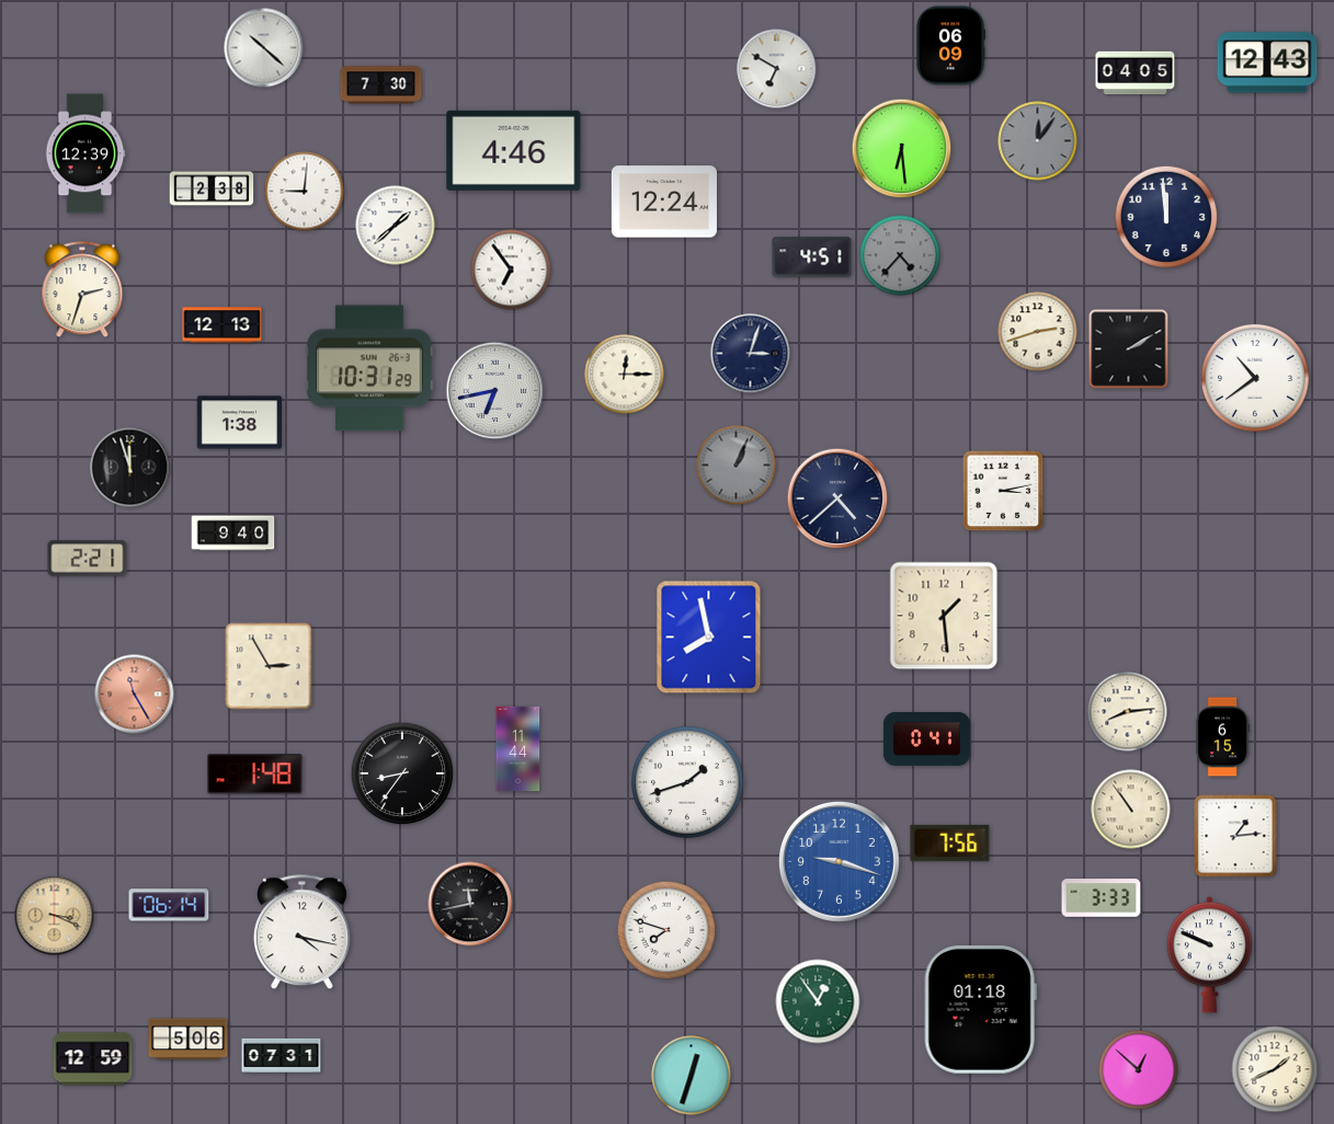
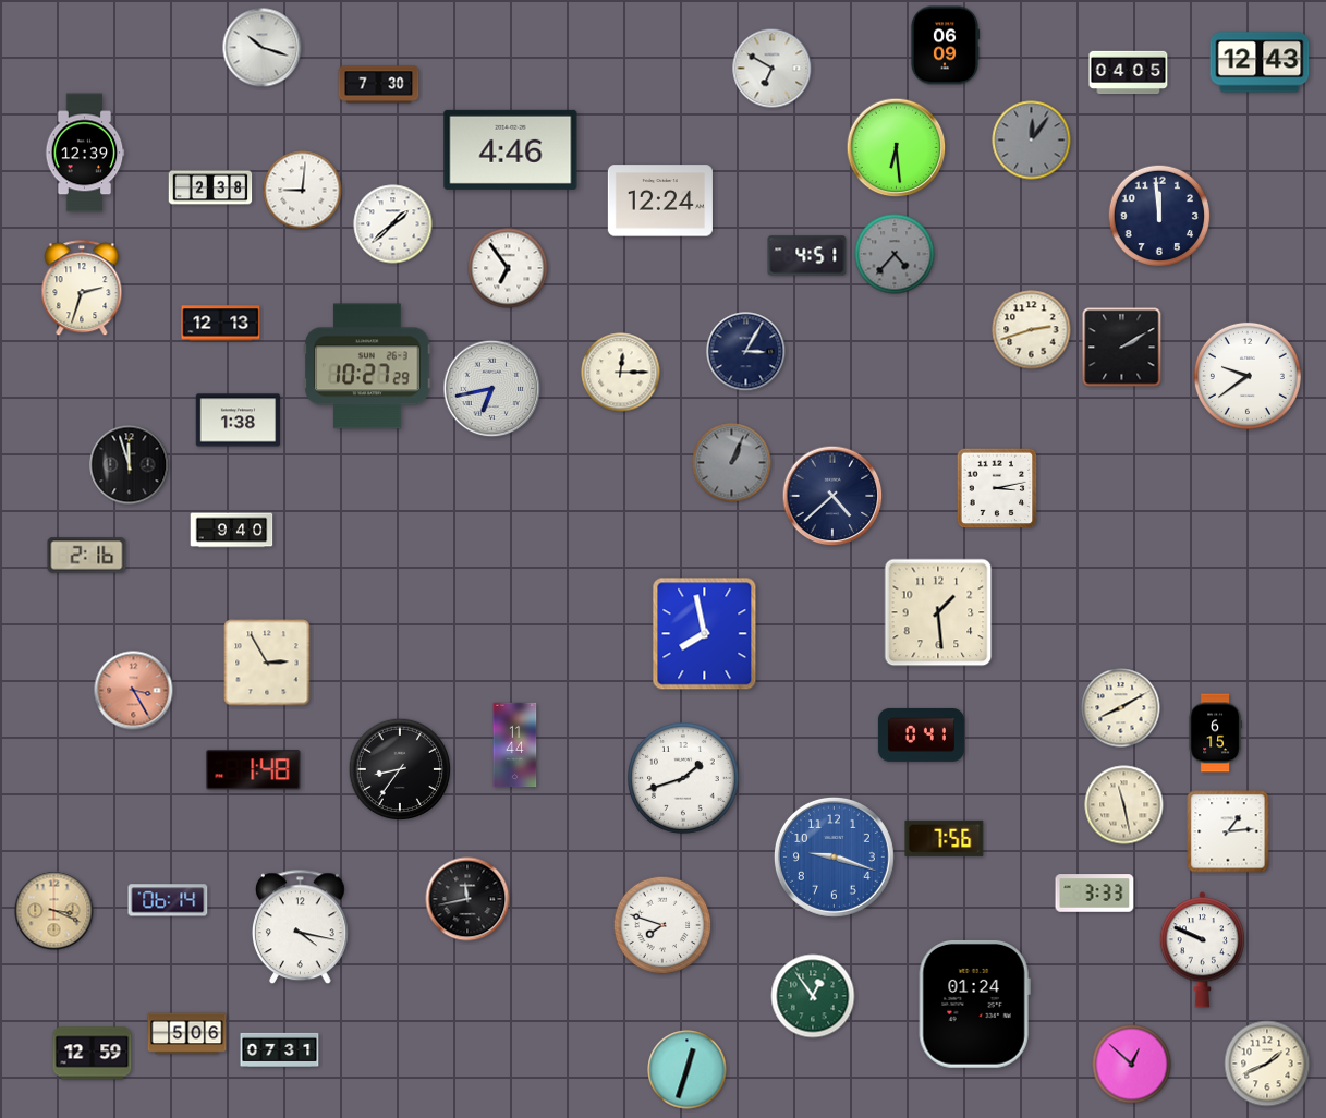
clock at (264, 48): 10:22 -> 10:18
clock at (751, 354): 3:03 -> 3:05
clock at (369, 368): 10:31 -> 10:27
clock at (1255, 378): 10:39 -> 9:39
clock at (88, 559): 2:21 -> 2:16
clock at (135, 695): 11:25 -> 3:25
clock at (1128, 712): 8:14 -> 8:10
clock at (1131, 810): 10:54 -> 11:28
clock at (980, 1009): 01:18 -> 01:24
